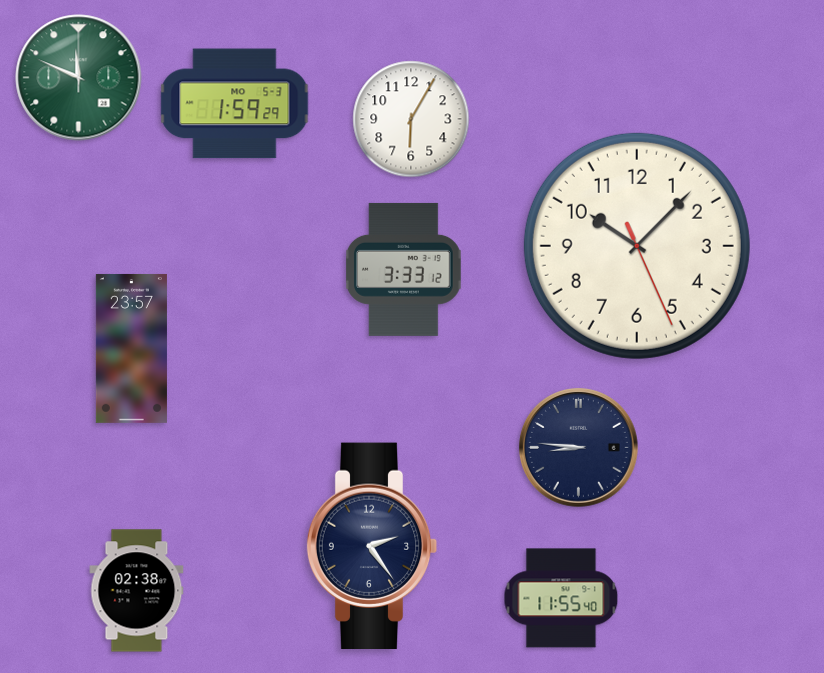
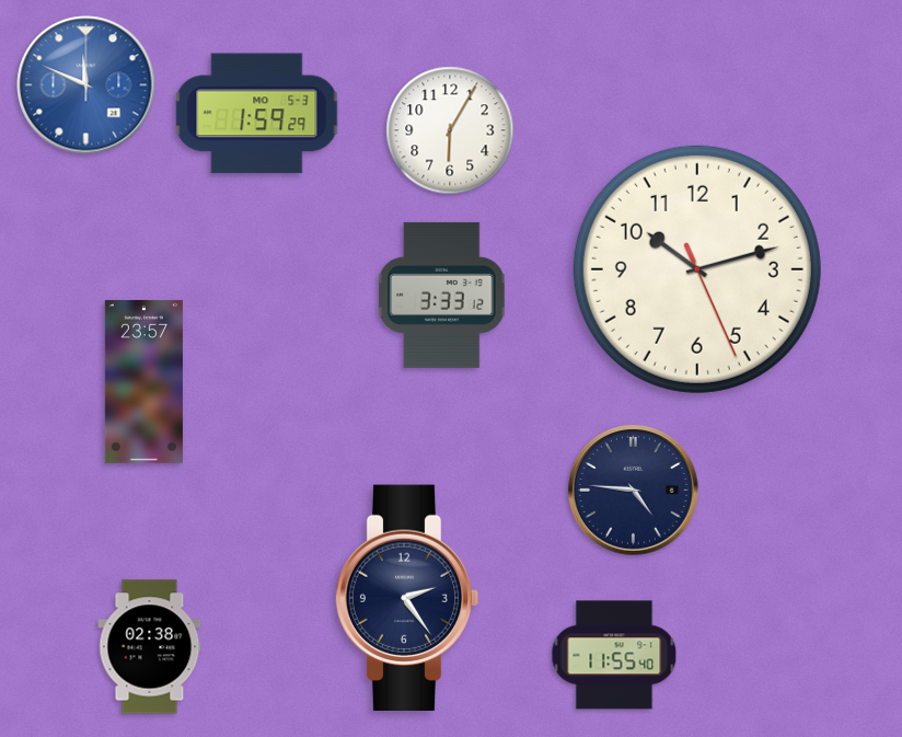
clock at (79, 78) dial: green -> blue
clock at (637, 246): 10:07 -> 10:12
clock at (578, 447): 8:46 -> 4:46
